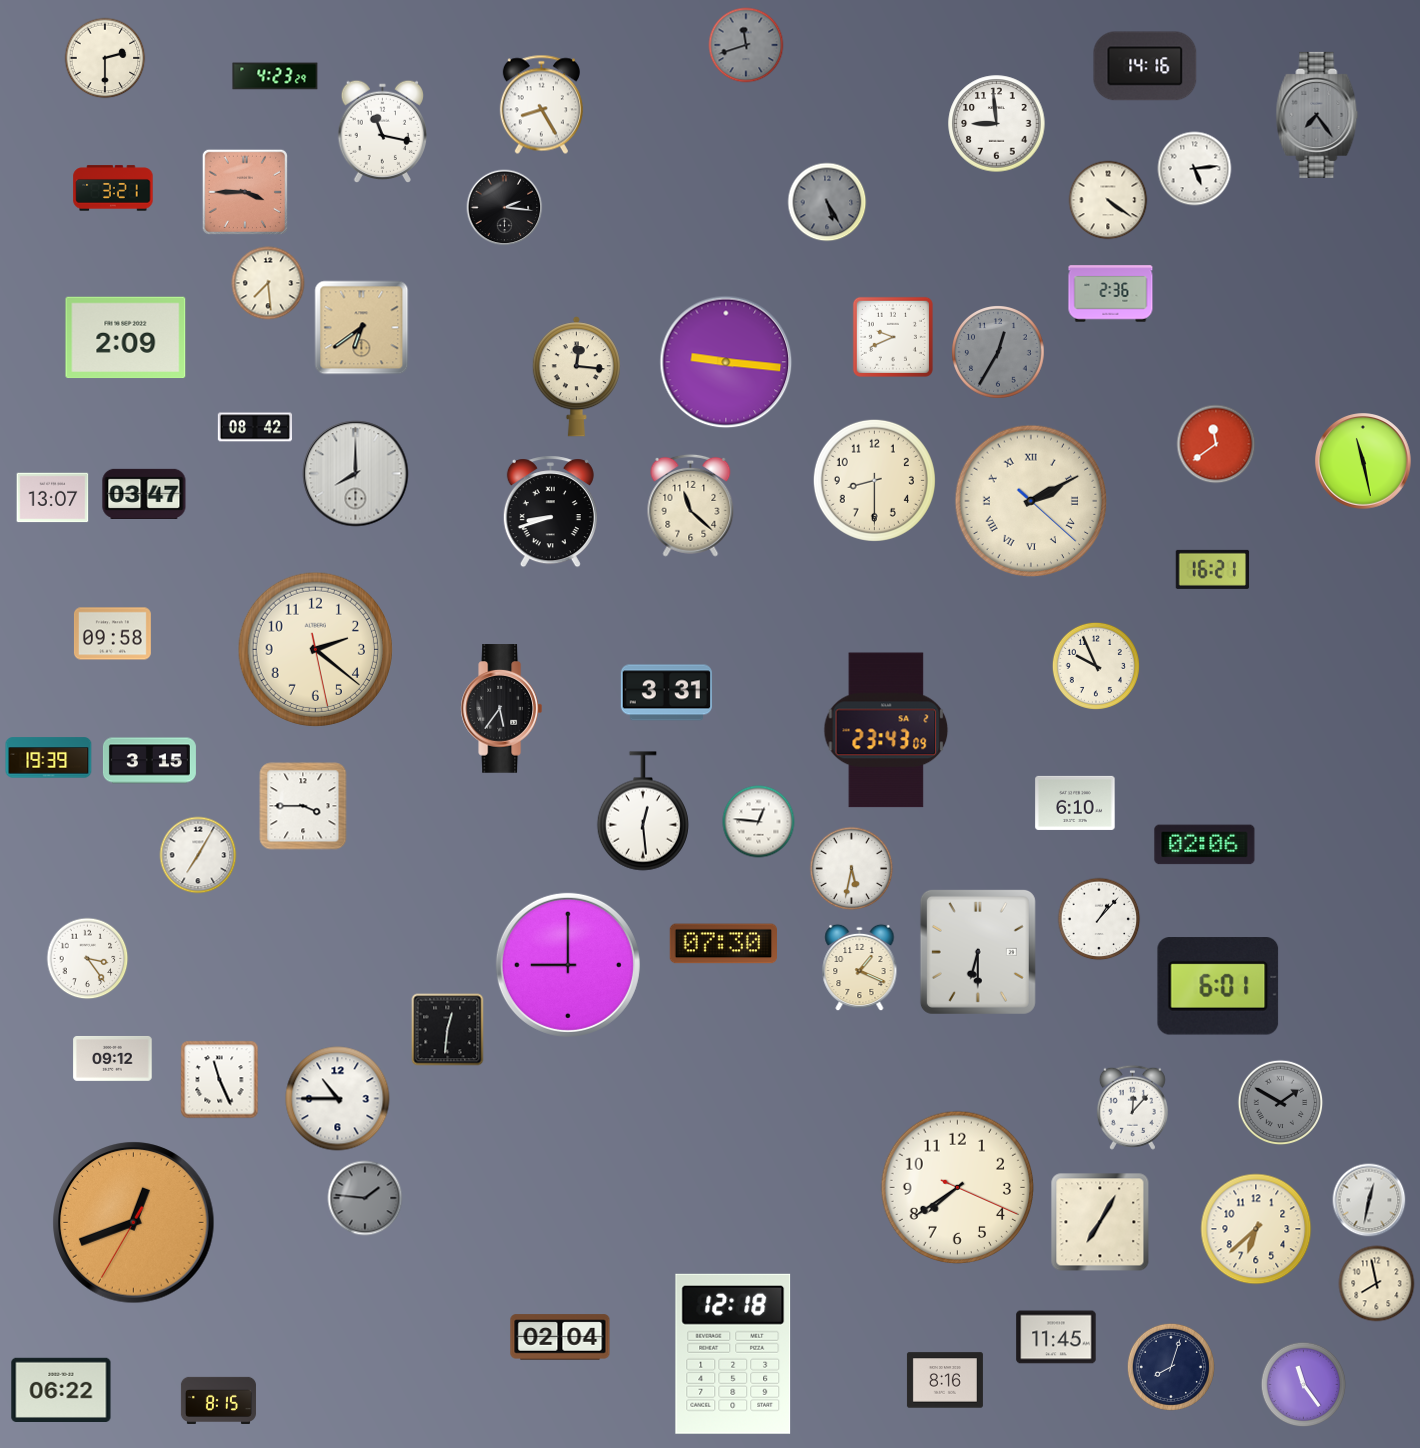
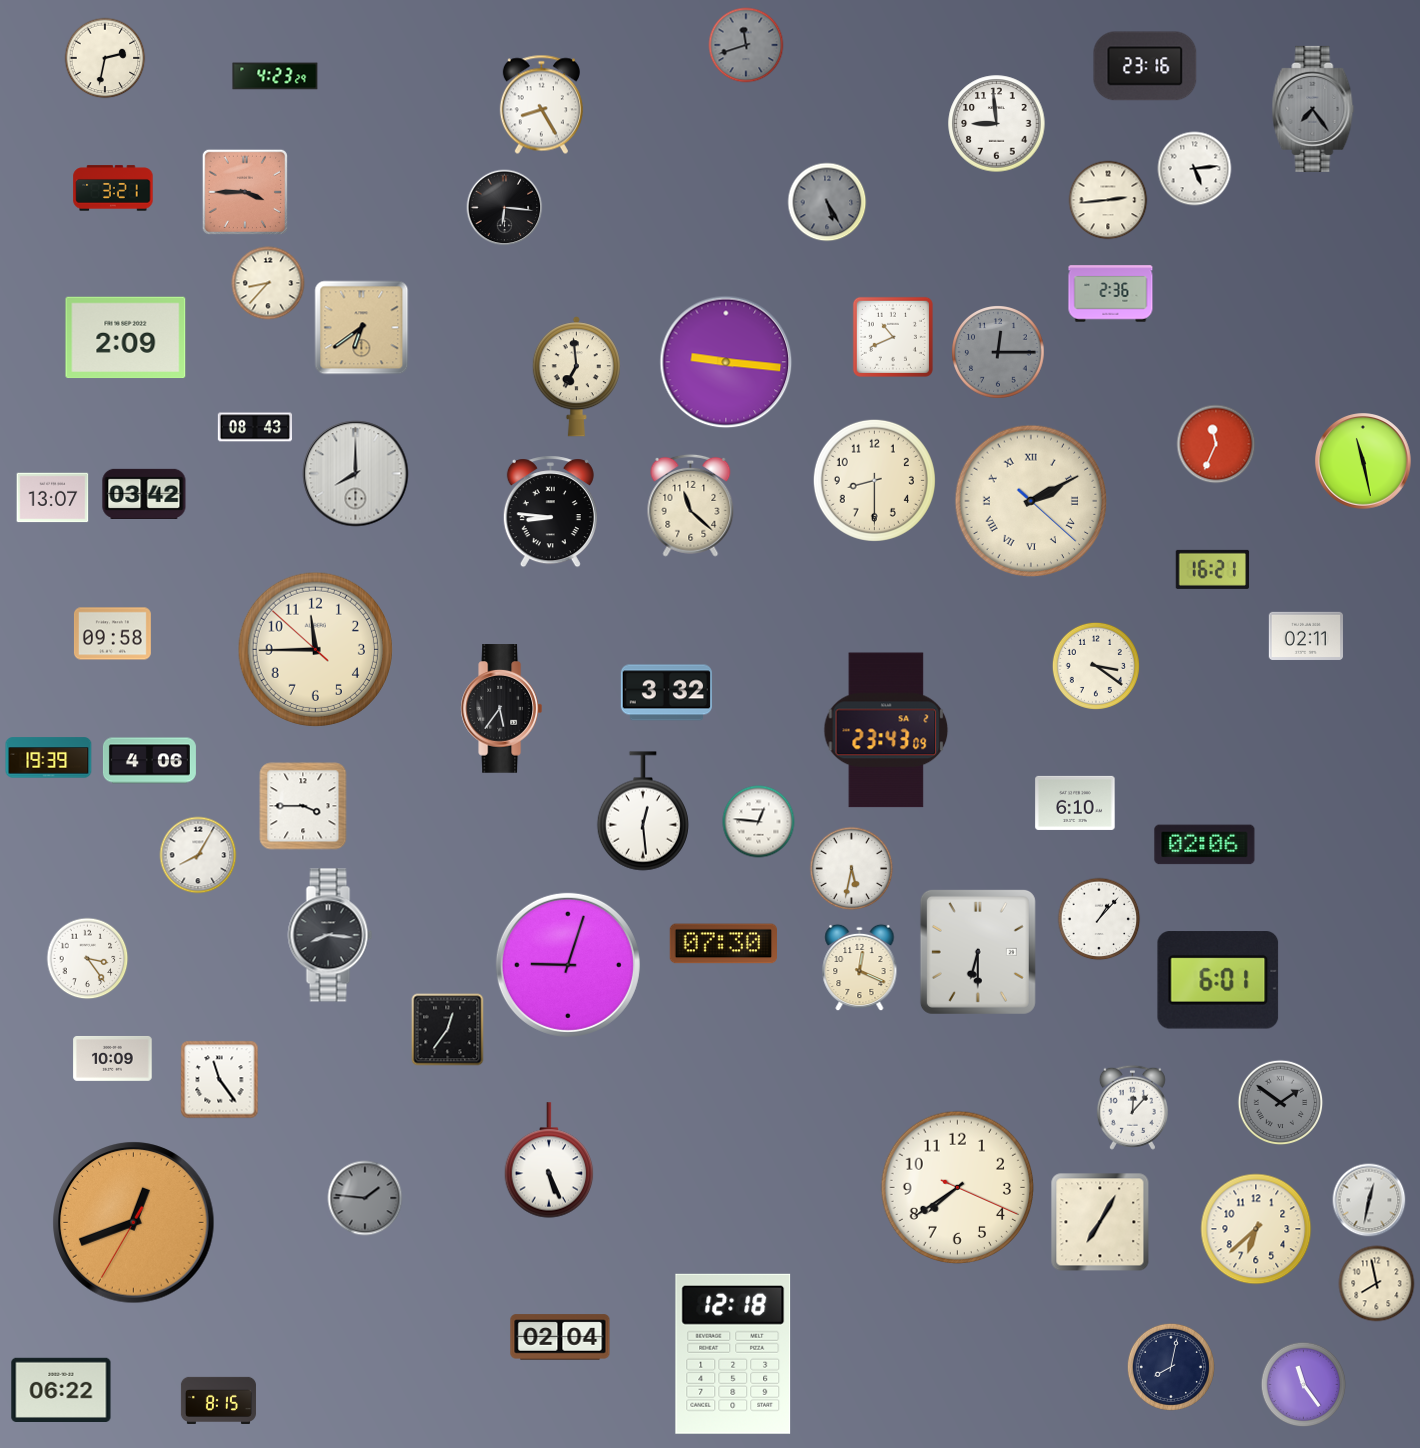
clock at (105, 58): 2:30 -> 2:32
clock at (1145, 66): 14:16 -> 23:16
clock at (1317, 115) position: (1317, 115) -> (1313, 109)
clock at (382, 131): 11:17 -> none
clock at (1108, 200): 4:21 -> 2:44
clock at (505, 208): 2:16 -> 6:16
clock at (268, 283): 7:29 -> 8:37
clock at (893, 337): 9:41 -> 10:41
clock at (999, 353): 12:35 -> 12:15
clock at (576, 377): 12:16 -> 6:59
clock at (255, 427): 08:42 -> 08:43
clock at (1216, 444): 11:39 -> 11:34
clock at (144, 494): 03:47 -> 03:42
clock at (550, 512): 8:42 -> 8:46
clock at (1305, 636): none -> 02:11
clock at (315, 649): 2:21 -> 11:44
clock at (1096, 666): 9:56 -> 3:21
clock at (666, 693): 3:31 -> 3:32
clock at (149, 761): 3:15 -> 4:06
clock at (198, 855): 7:05 -> 8:05
clock at (330, 935): none -> 8:16
clock at (568, 965): 9:00 -> 9:03
clock at (860, 968): 1:19 -> 12:19
clock at (1218, 986) position: (1218, 986) -> (1218, 980)
clock at (448, 1030): 12:31 -> 12:36
clock at (113, 1058): 09:12 -> 10:09
clock at (220, 1080): 11:26 -> 11:24
clock at (338, 1099): 10:45 -> none
clock at (1281, 1103): 1:50 -> 1:51
clock at (549, 1160): none -> 5:26
clock at (1056, 1337): 11:45 -> none
clock at (1171, 1367): 8:03 -> 8:02
clock at (945, 1380): 8:16 -> none
